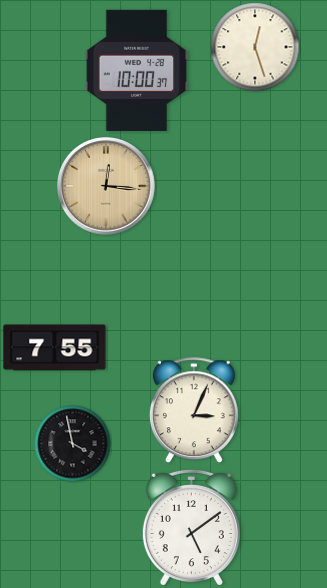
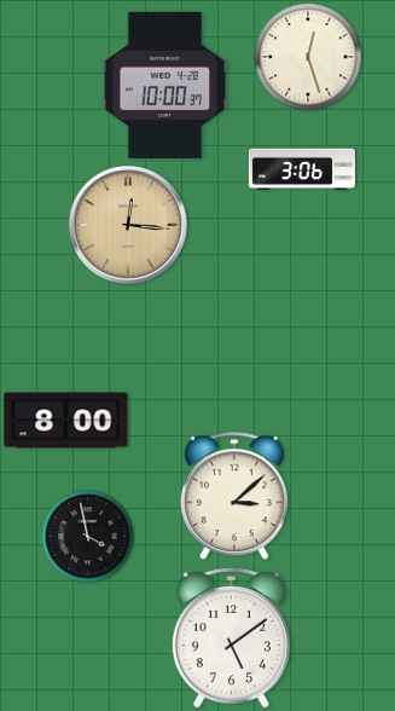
clock at (302, 169): none -> 3:06
clock at (55, 348): 7:55 -> 8:00
clock at (194, 411): 3:04 -> 3:08
